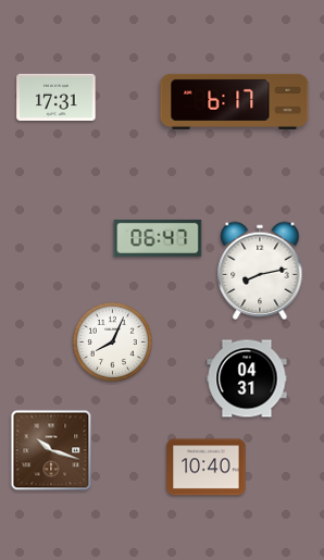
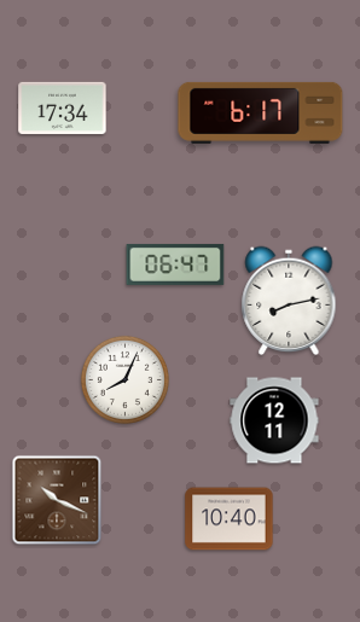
clock at (57, 97): 17:31 -> 17:34
clock at (247, 378): 04:31 -> 12:11
clock at (51, 450): 10:18 -> 10:19
